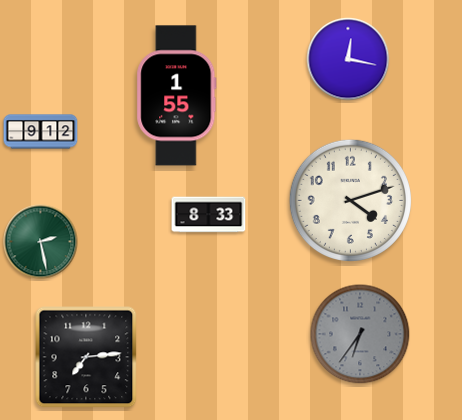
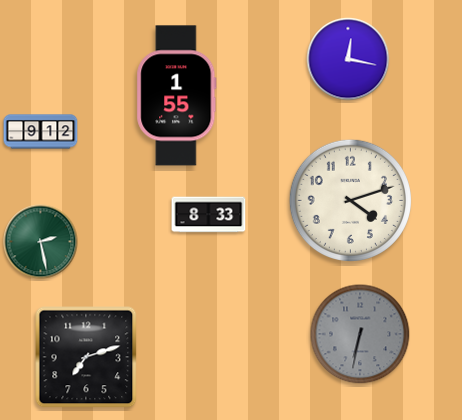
clock at (360, 334): 6:36 -> 6:32
clock at (86, 357): 7:14 -> 7:12
